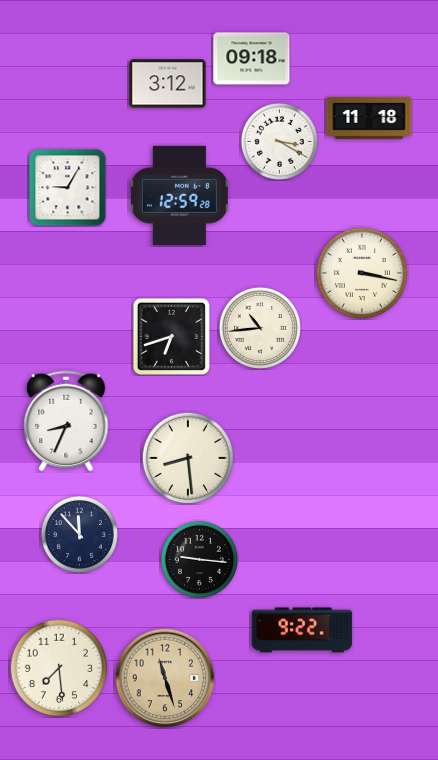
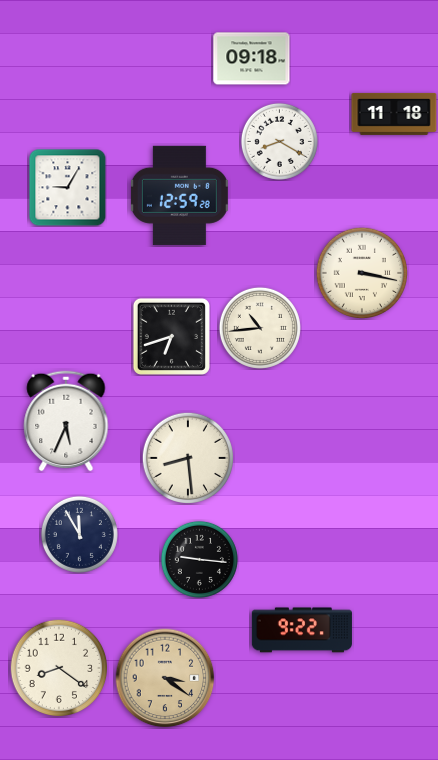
clock at (168, 84): 3:12 -> none
clock at (369, 118) position: (369, 118) -> (394, 114)
clock at (279, 141): 3:20 -> 8:20
clock at (66, 421): 8:34 -> 5:34
clock at (79, 534): 11:53 -> 11:55
clock at (59, 668): 7:29 -> 8:21
clock at (165, 678): 11:27 -> 3:21
